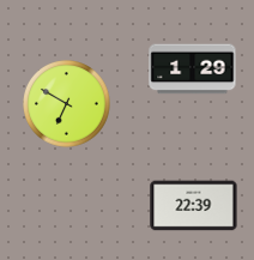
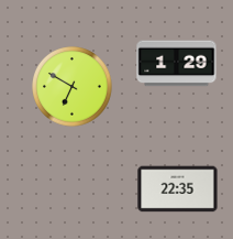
clock at (67, 104) position: (67, 104) -> (73, 87)
clock at (194, 206): 22:39 -> 22:35
